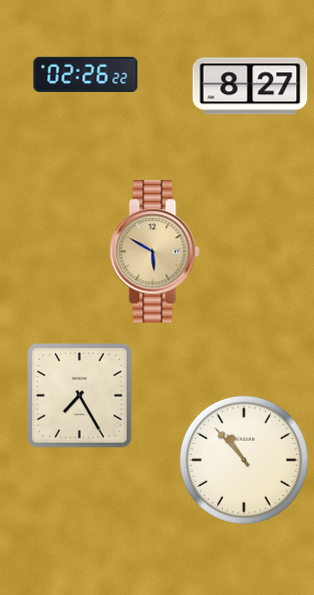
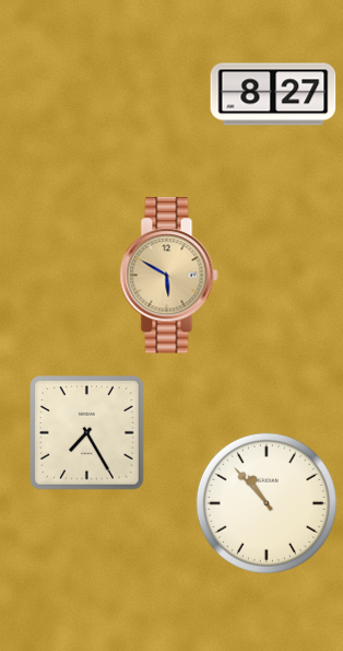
clock at (86, 74): 02:26 -> none
